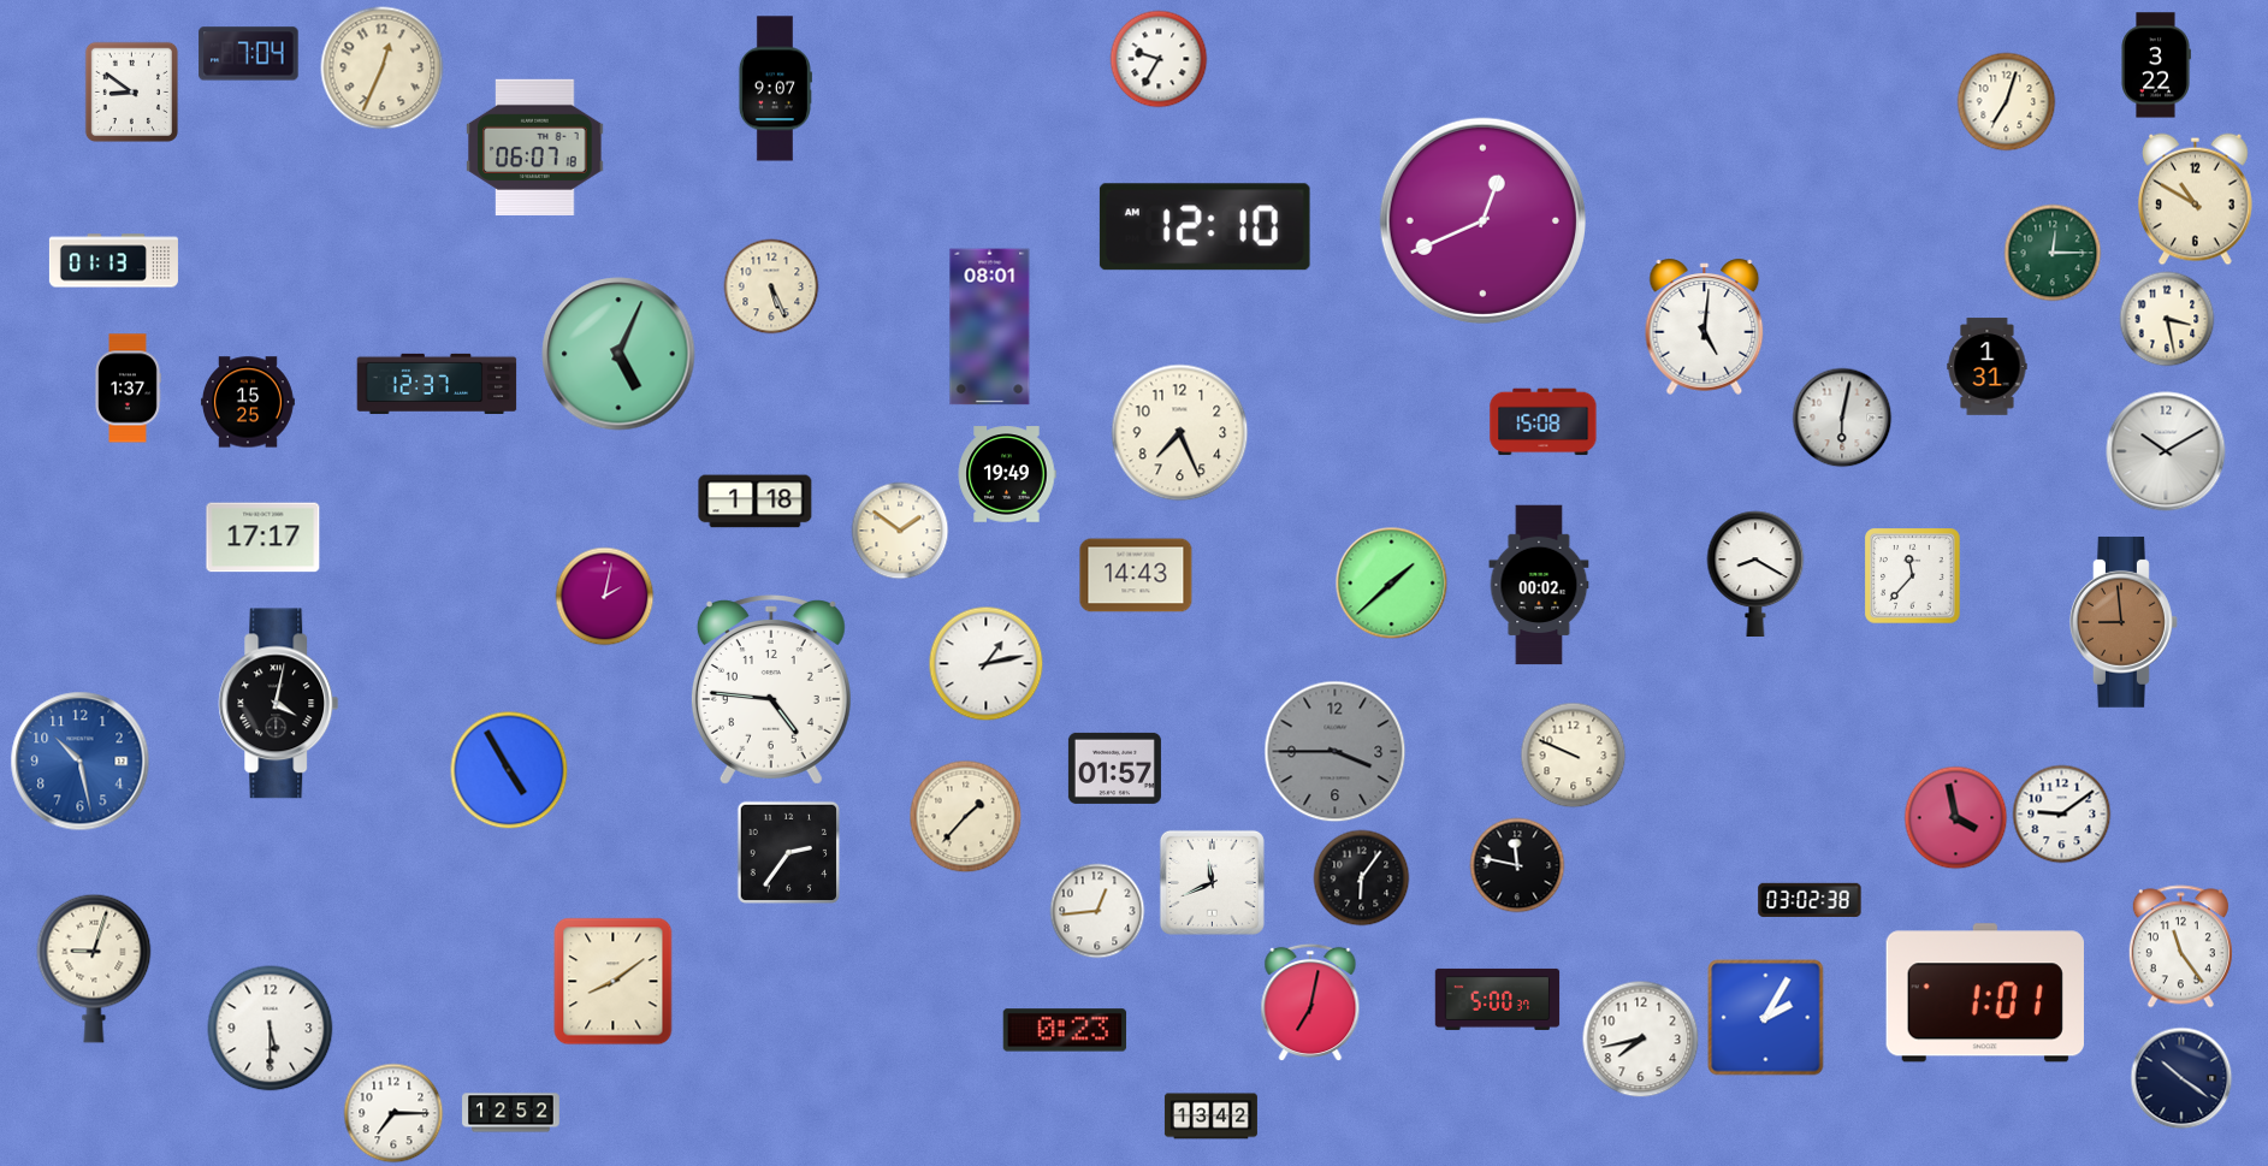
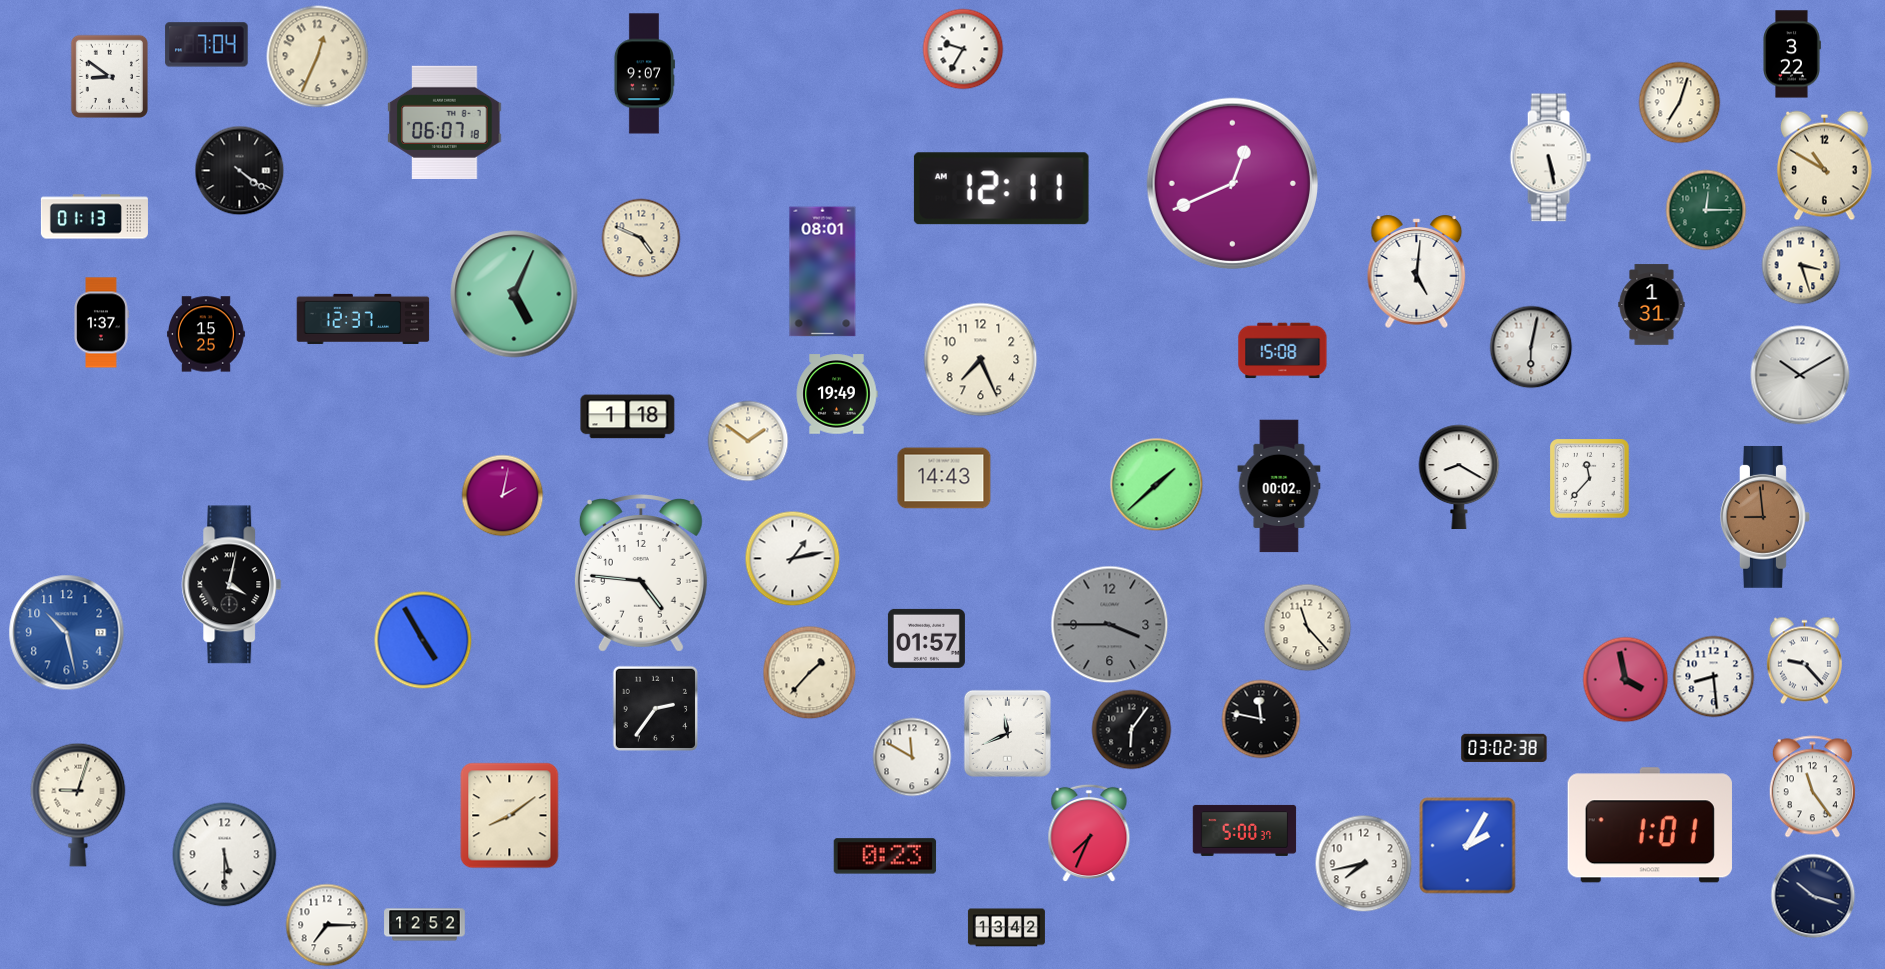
clock at (2007, 102) position: (2007, 102) -> (1680, 103)
clock at (1550, 158): none -> 5:28
clock at (240, 171): none -> 4:21
clock at (1204, 227): 12:10 -> 12:11
clock at (771, 286): 5:26 -> 4:49
clock at (2167, 319): 3:28 -> 3:27
clock at (128, 389) position: (128, 389) -> (101, 323)
clock at (263, 538): 17:17 -> none
clock at (987, 664) position: (987, 664) -> (793, 559)
clock at (1574, 756): 9:49 -> 11:23
clock at (1804, 661): none -> 9:23
clock at (2062, 815): 9:09 -> 8:29
clock at (966, 817) position: (966, 817) -> (810, 673)
clock at (1097, 911): 12:44 -> 11:50
clock at (1310, 1002): 7:02 -> 7:34
clock at (2181, 1078): 10:21 -> 10:18
